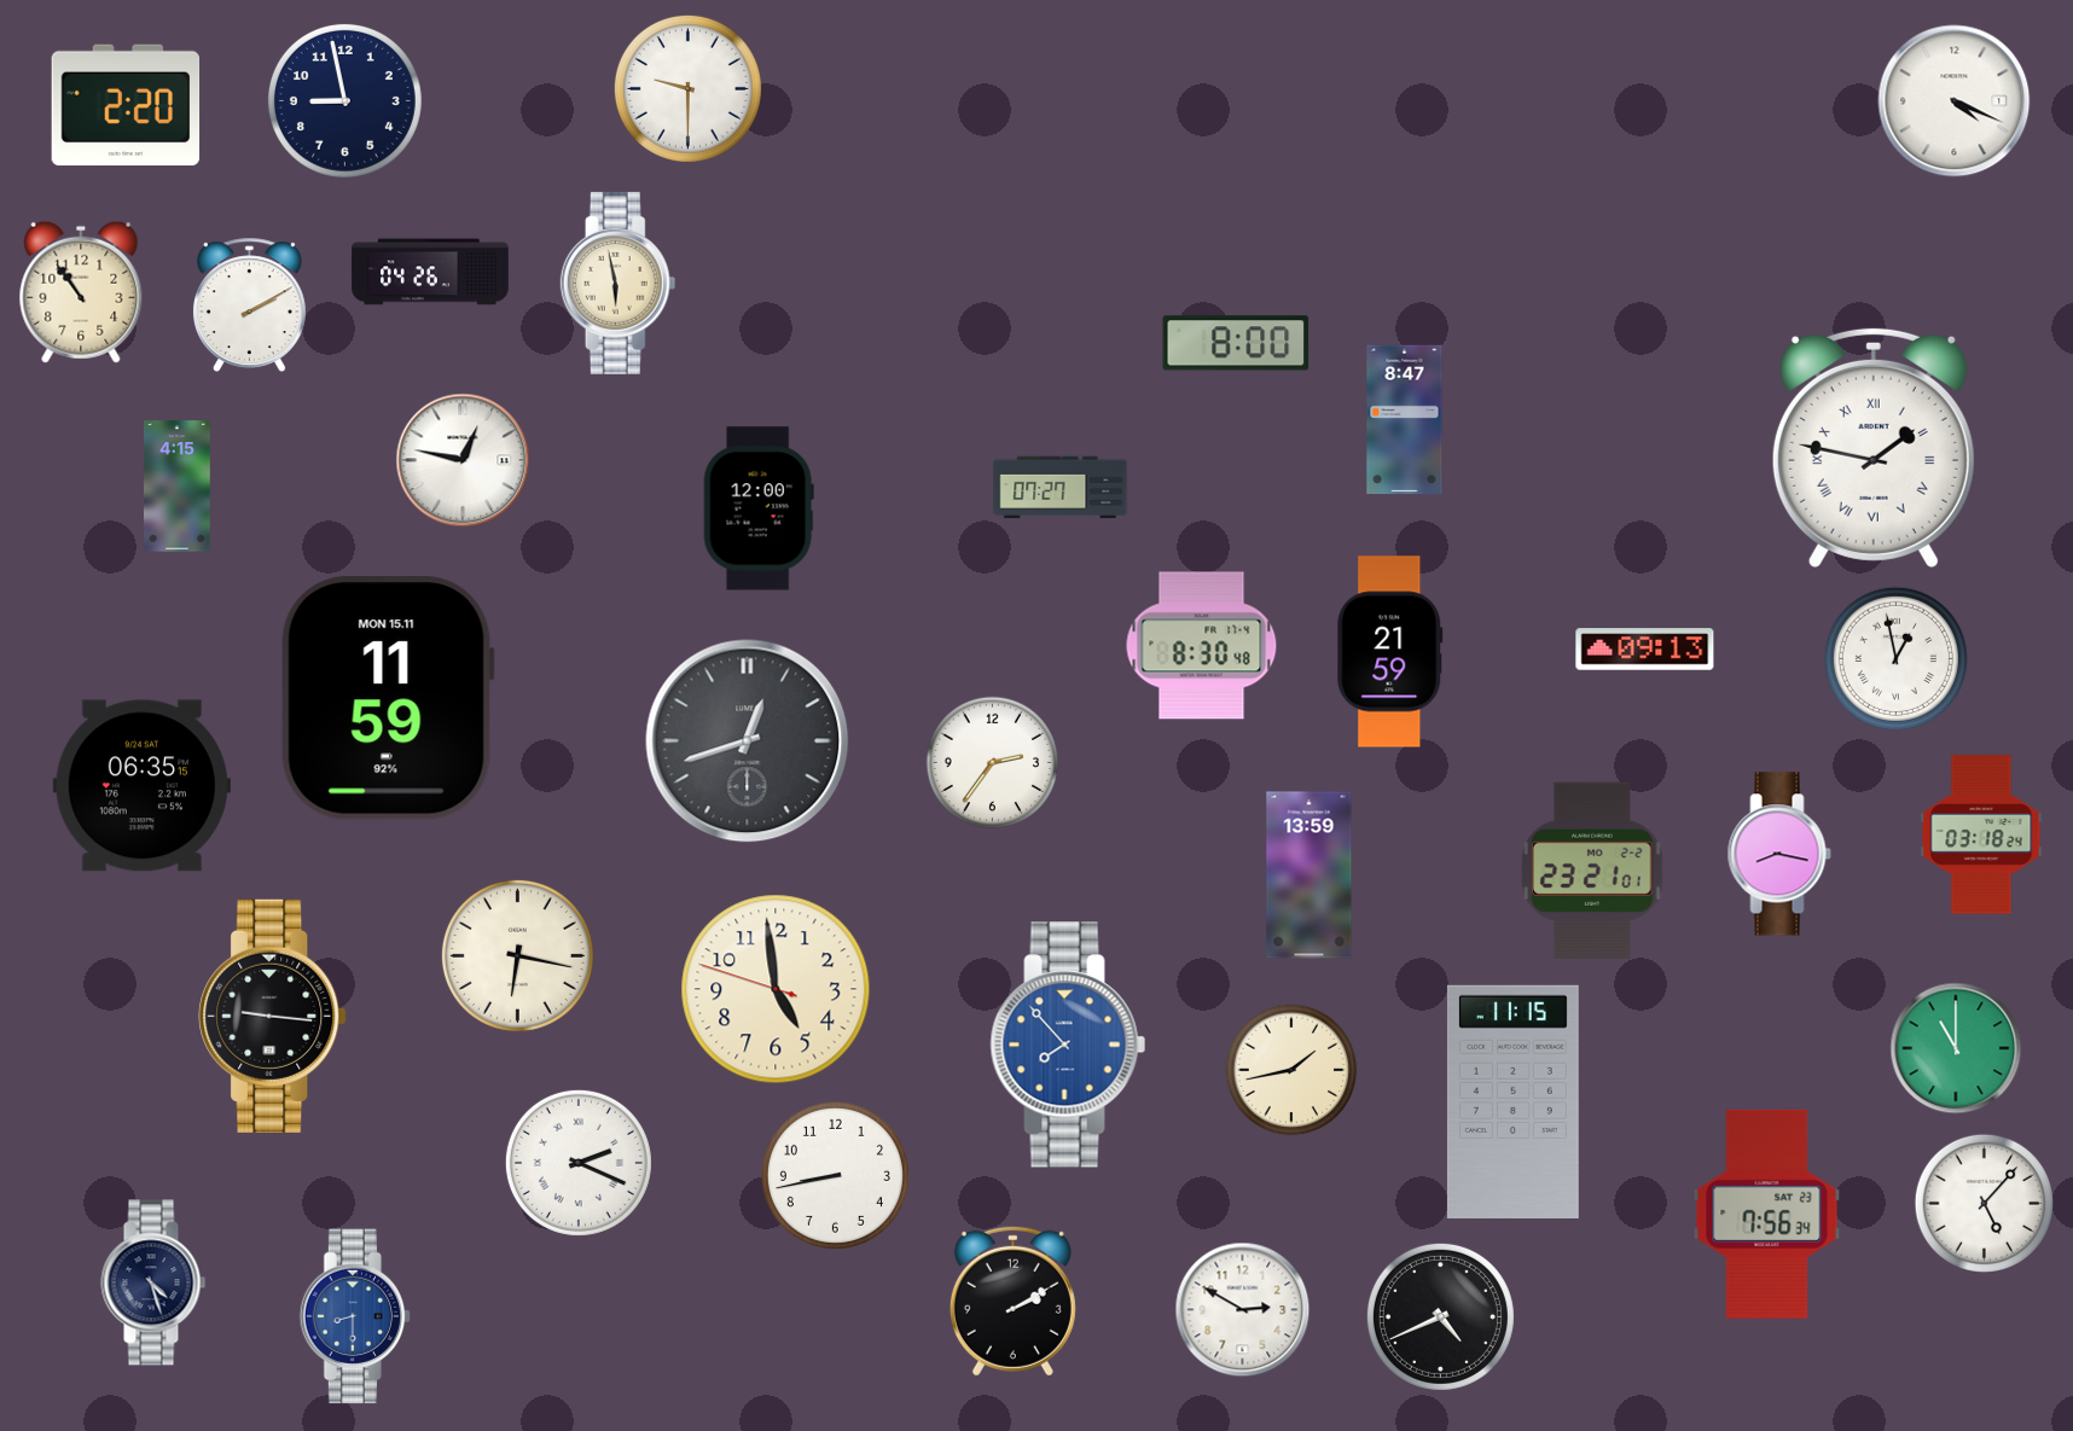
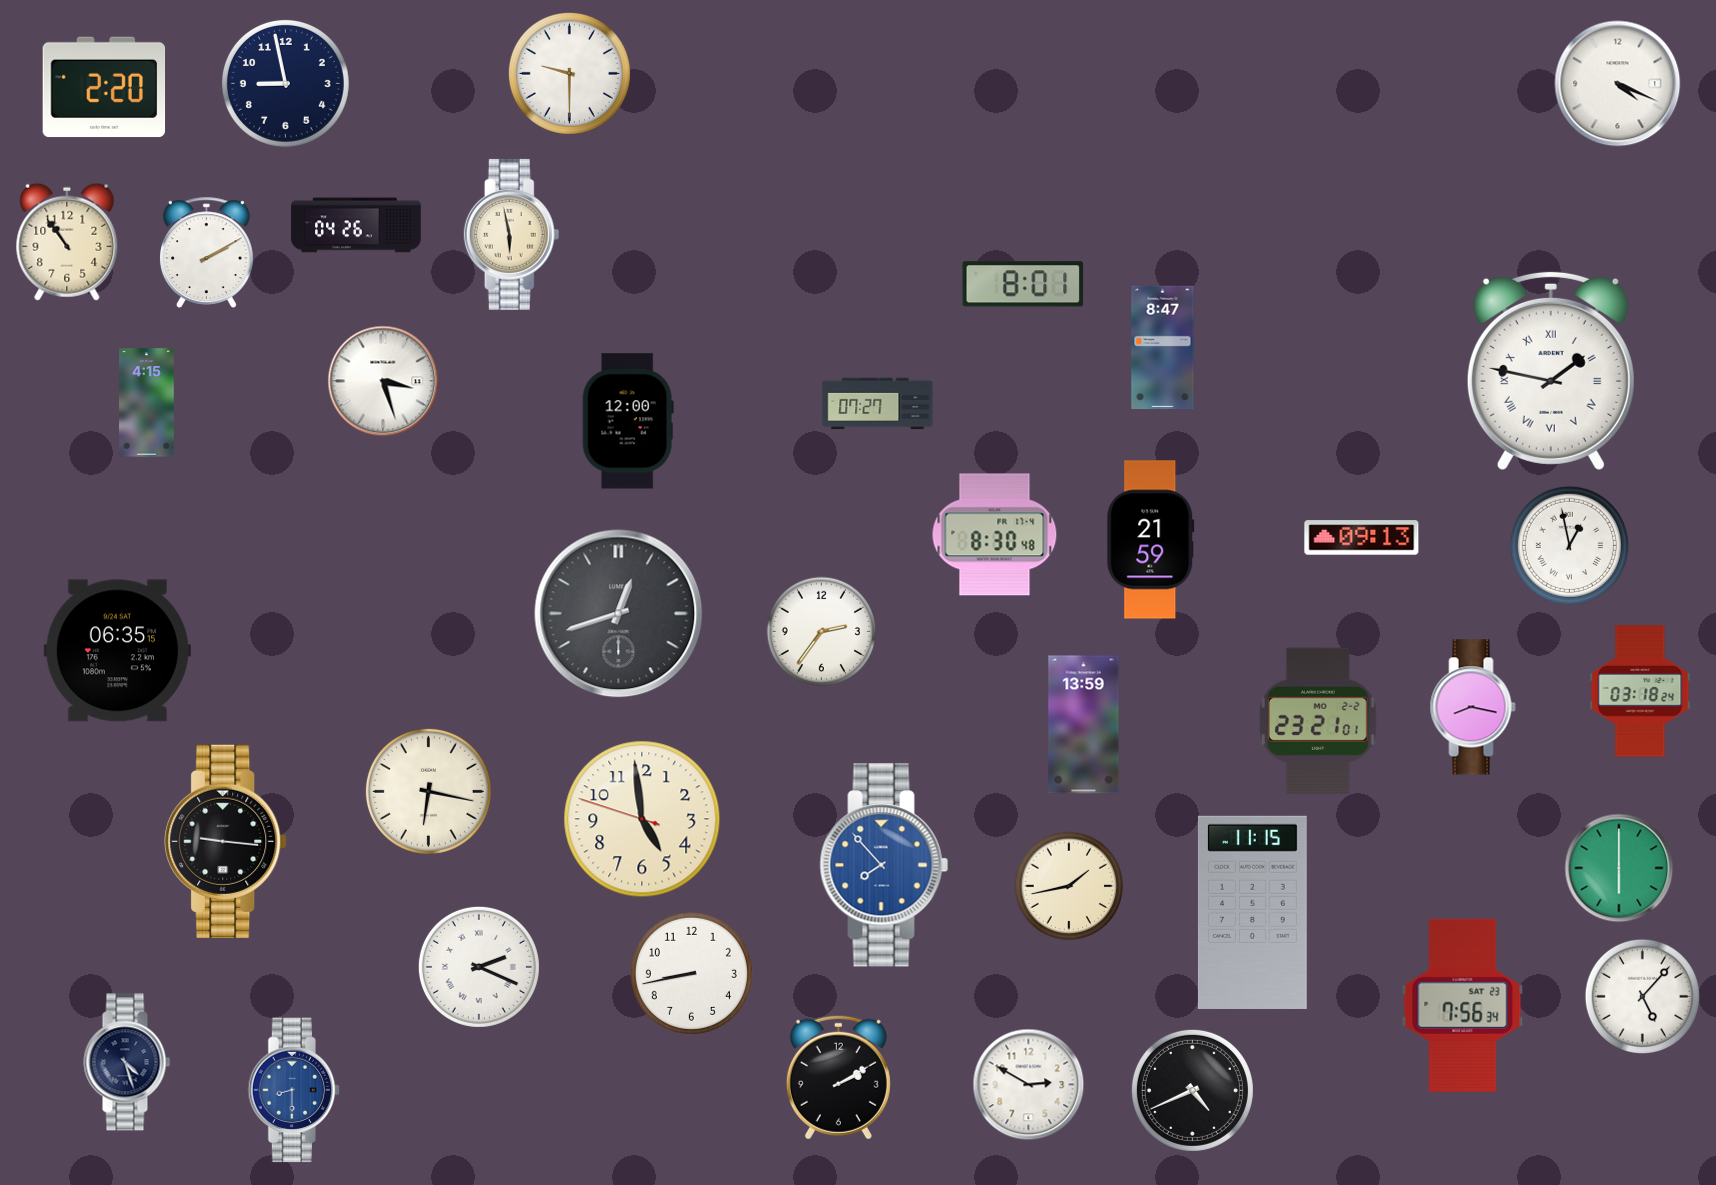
clock at (1236, 343): 8:00 -> 8:01
clock at (463, 460): 12:47 -> 3:27
clock at (388, 698): 11:59 -> none
clock at (1956, 1048): 11:00 -> 6:00
clock at (579, 1163) position: (579, 1163) -> (479, 967)
